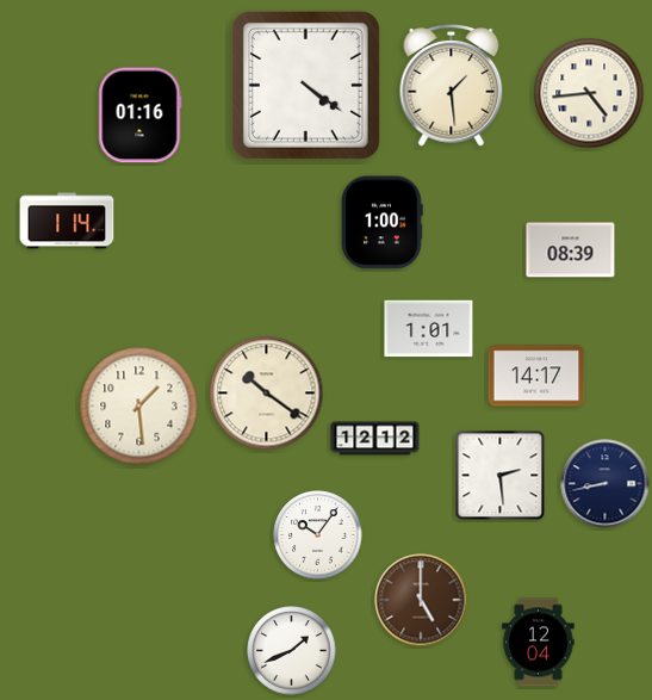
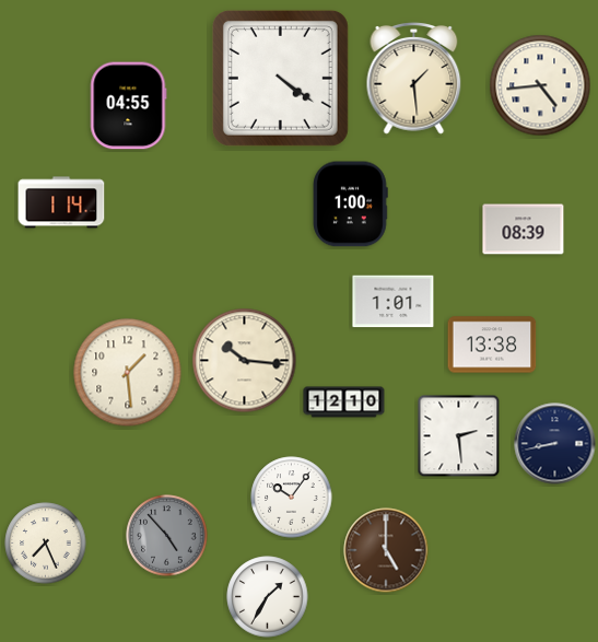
clock at (141, 116): 01:16 -> 04:55
clock at (536, 376): 14:17 -> 13:38
clock at (267, 394): 10:21 -> 10:16
clock at (375, 439): 12:12 -> 12:10
clock at (318, 535) position: (318, 535) -> (292, 498)
clock at (167, 536): none -> 4:53
clock at (46, 544): none -> 7:26
clock at (539, 643): 12:04 -> none
clock at (292, 651): 1:41 -> 1:35
